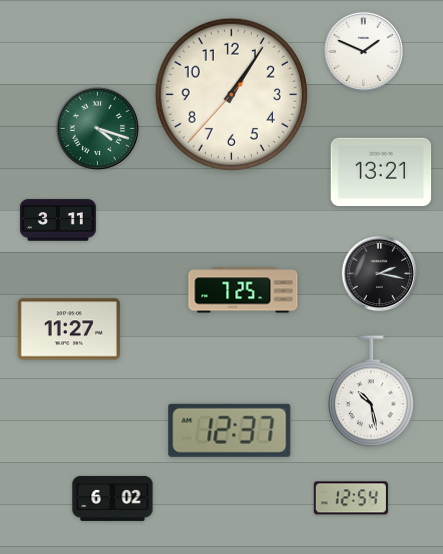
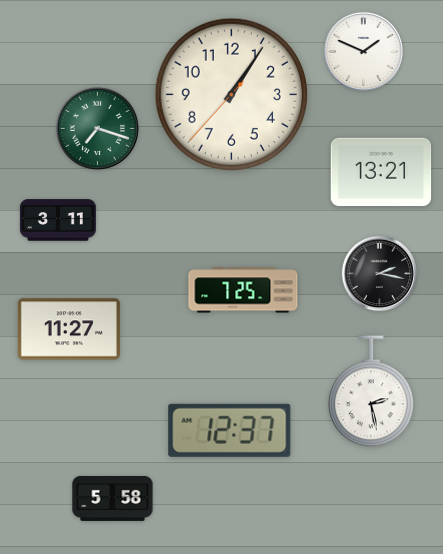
clock at (97, 128): 4:18 -> 7:18
clock at (372, 392): 10:28 -> 2:28
clock at (113, 498): 6:02 -> 5:58
clock at (351, 498): 12:54 -> none
